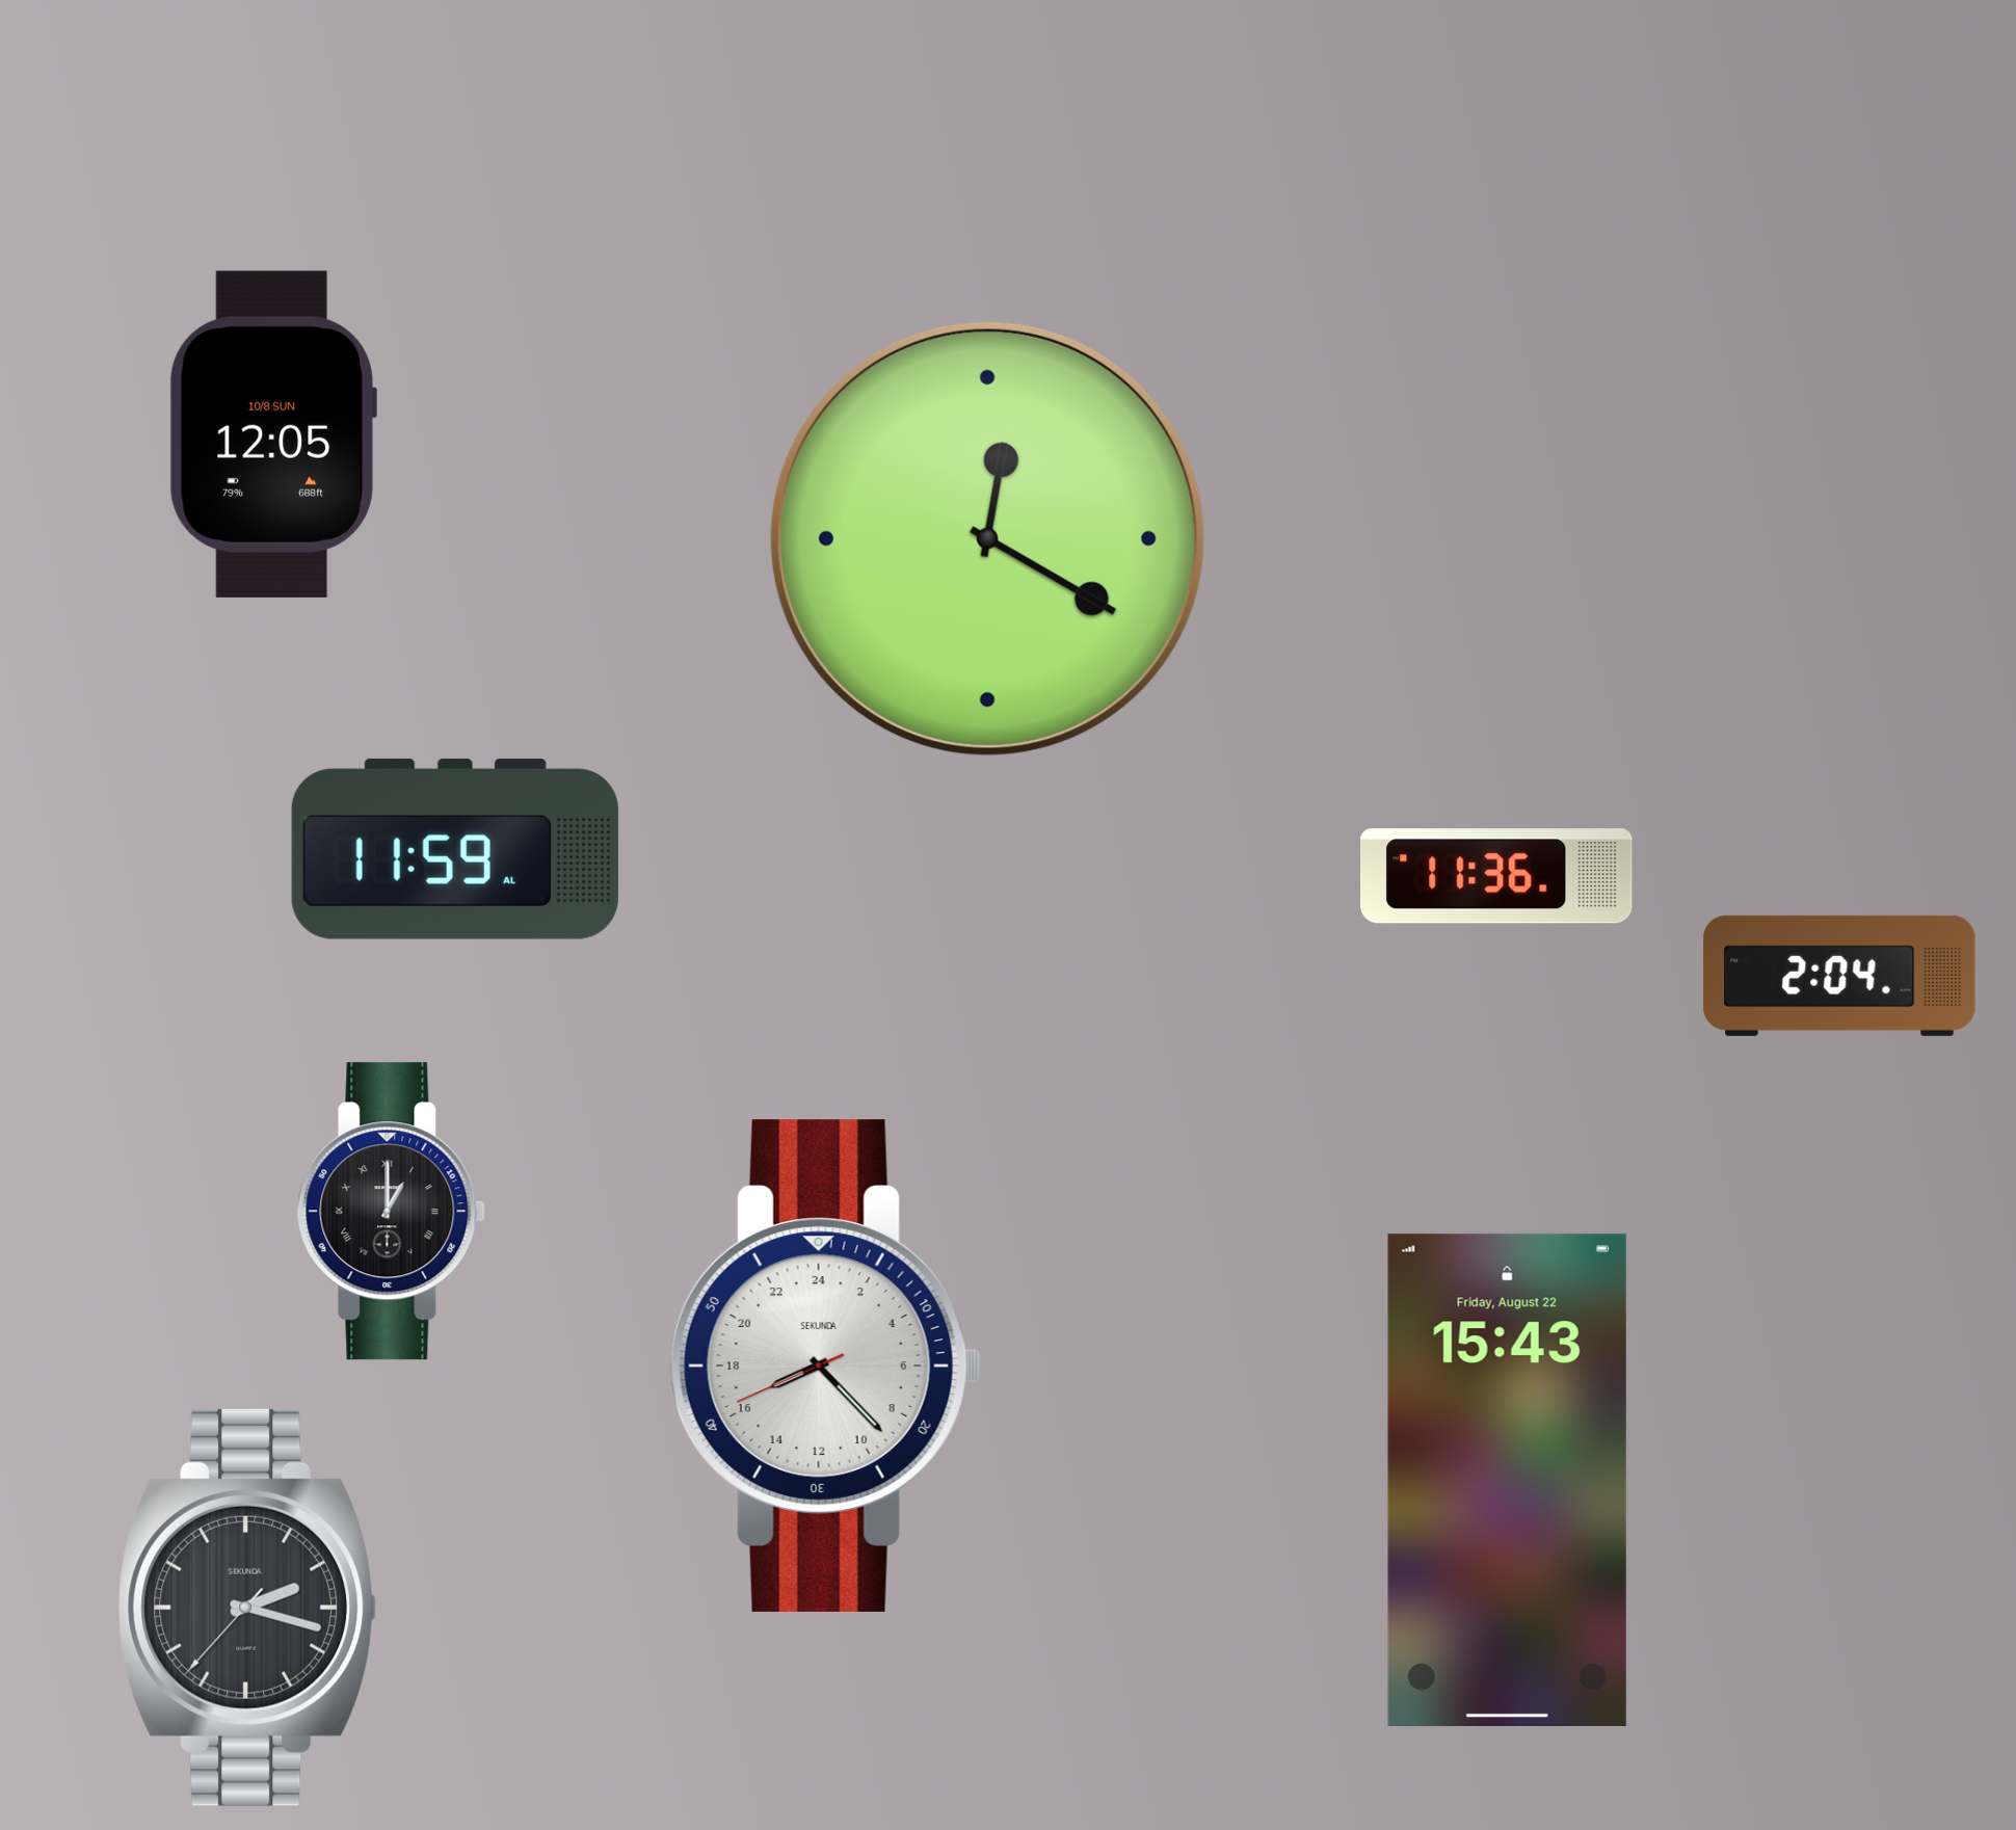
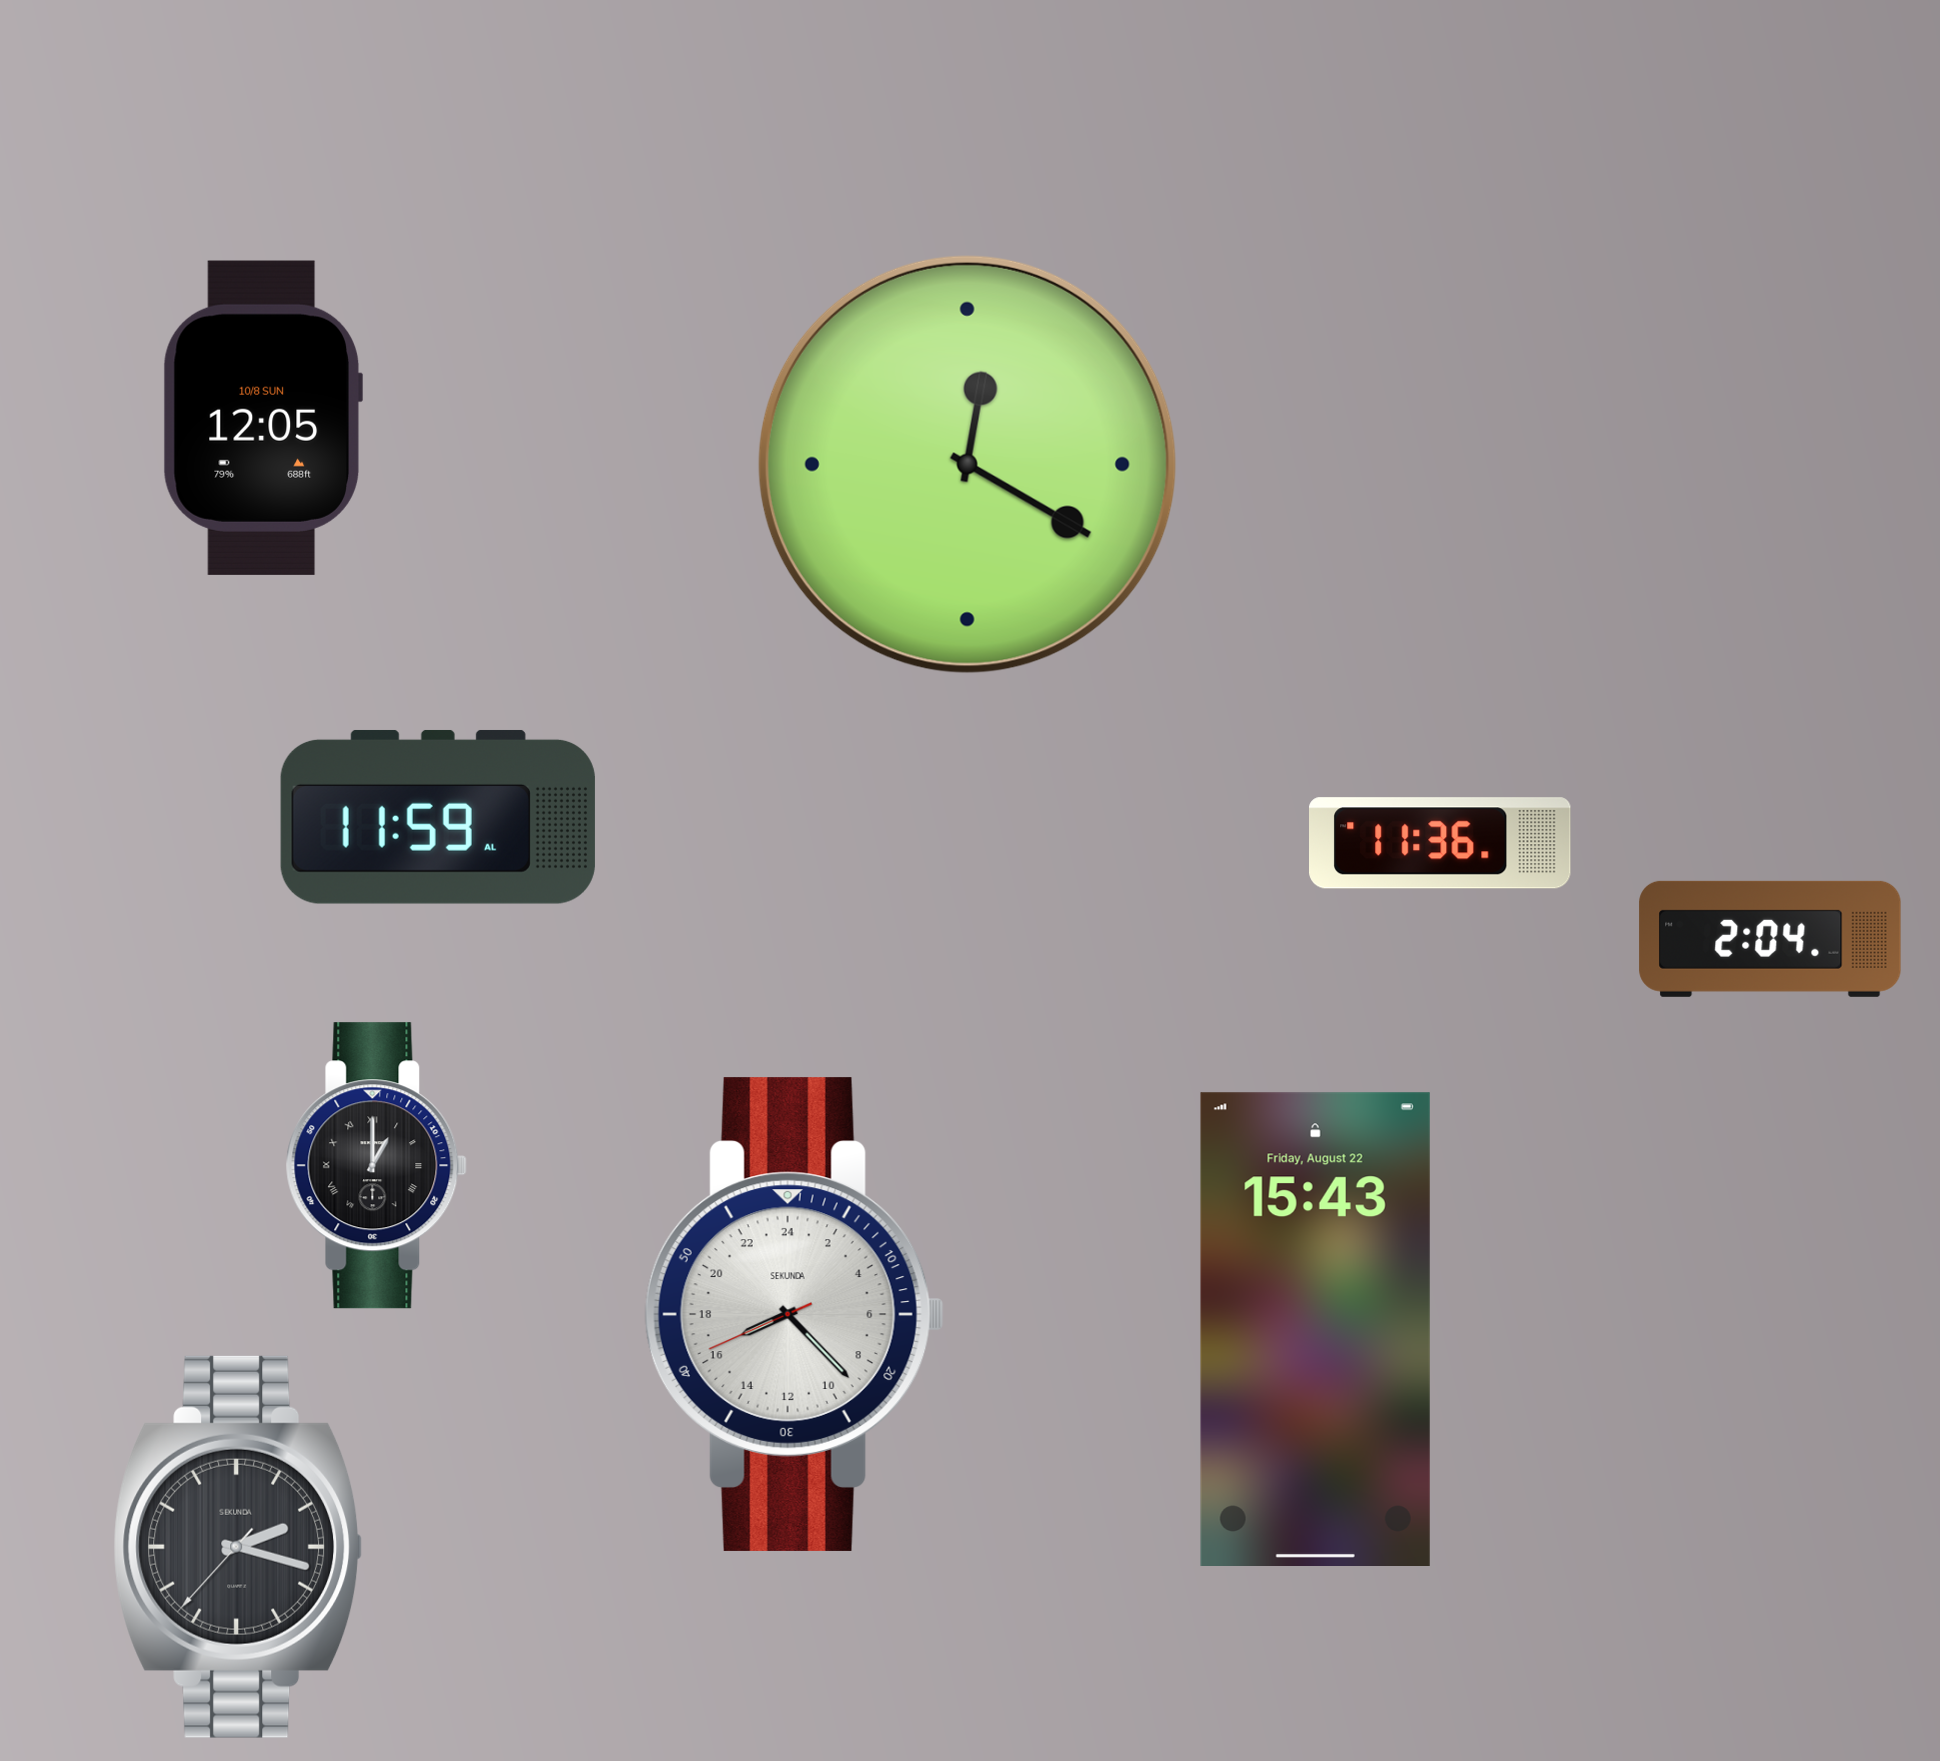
clock at (987, 538) position: (987, 538) -> (967, 464)
clock at (1507, 1480) position: (1507, 1480) -> (1315, 1329)
